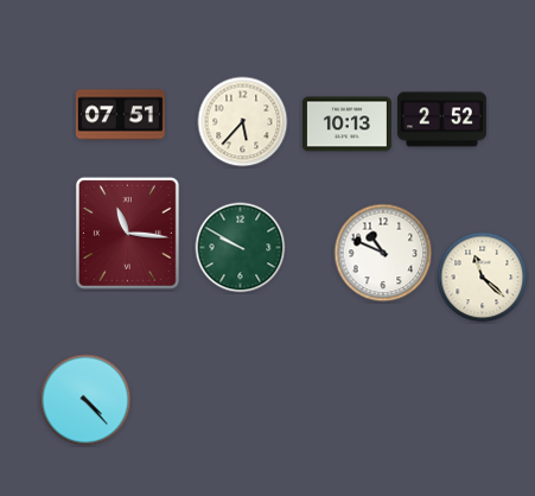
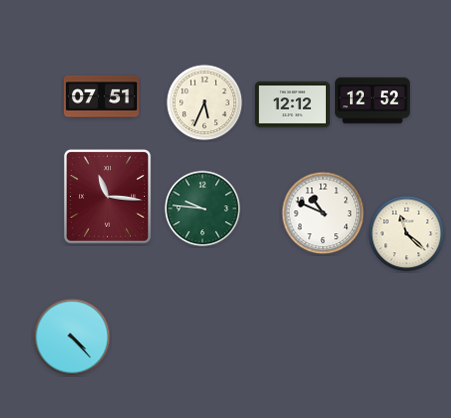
clock at (441, 120): 2:52 -> 12:52
clock at (243, 122): 5:37 -> 5:34
clock at (346, 125): 10:13 -> 12:12
clock at (241, 248): 9:50 -> 9:46
